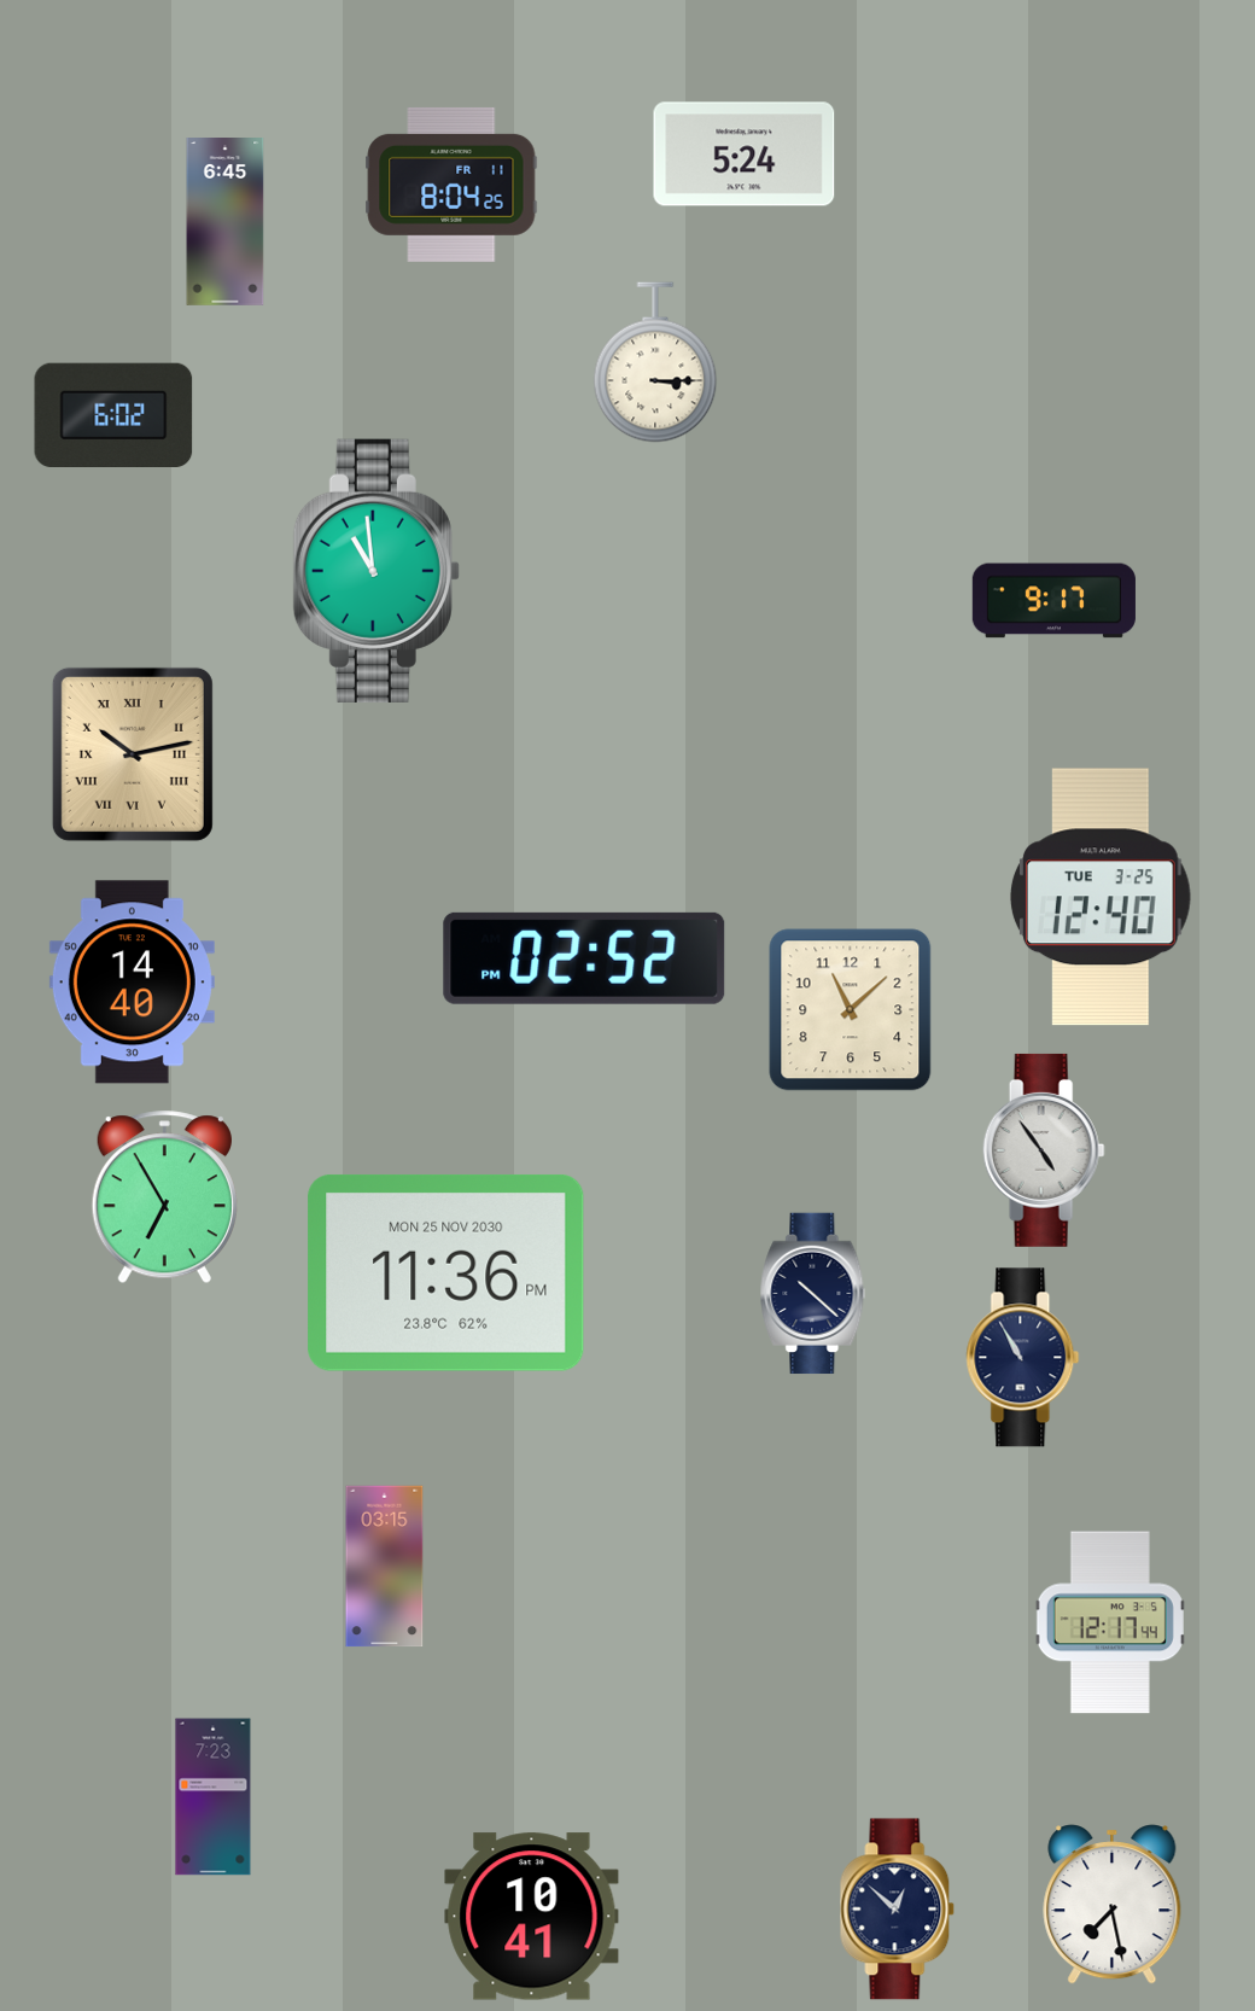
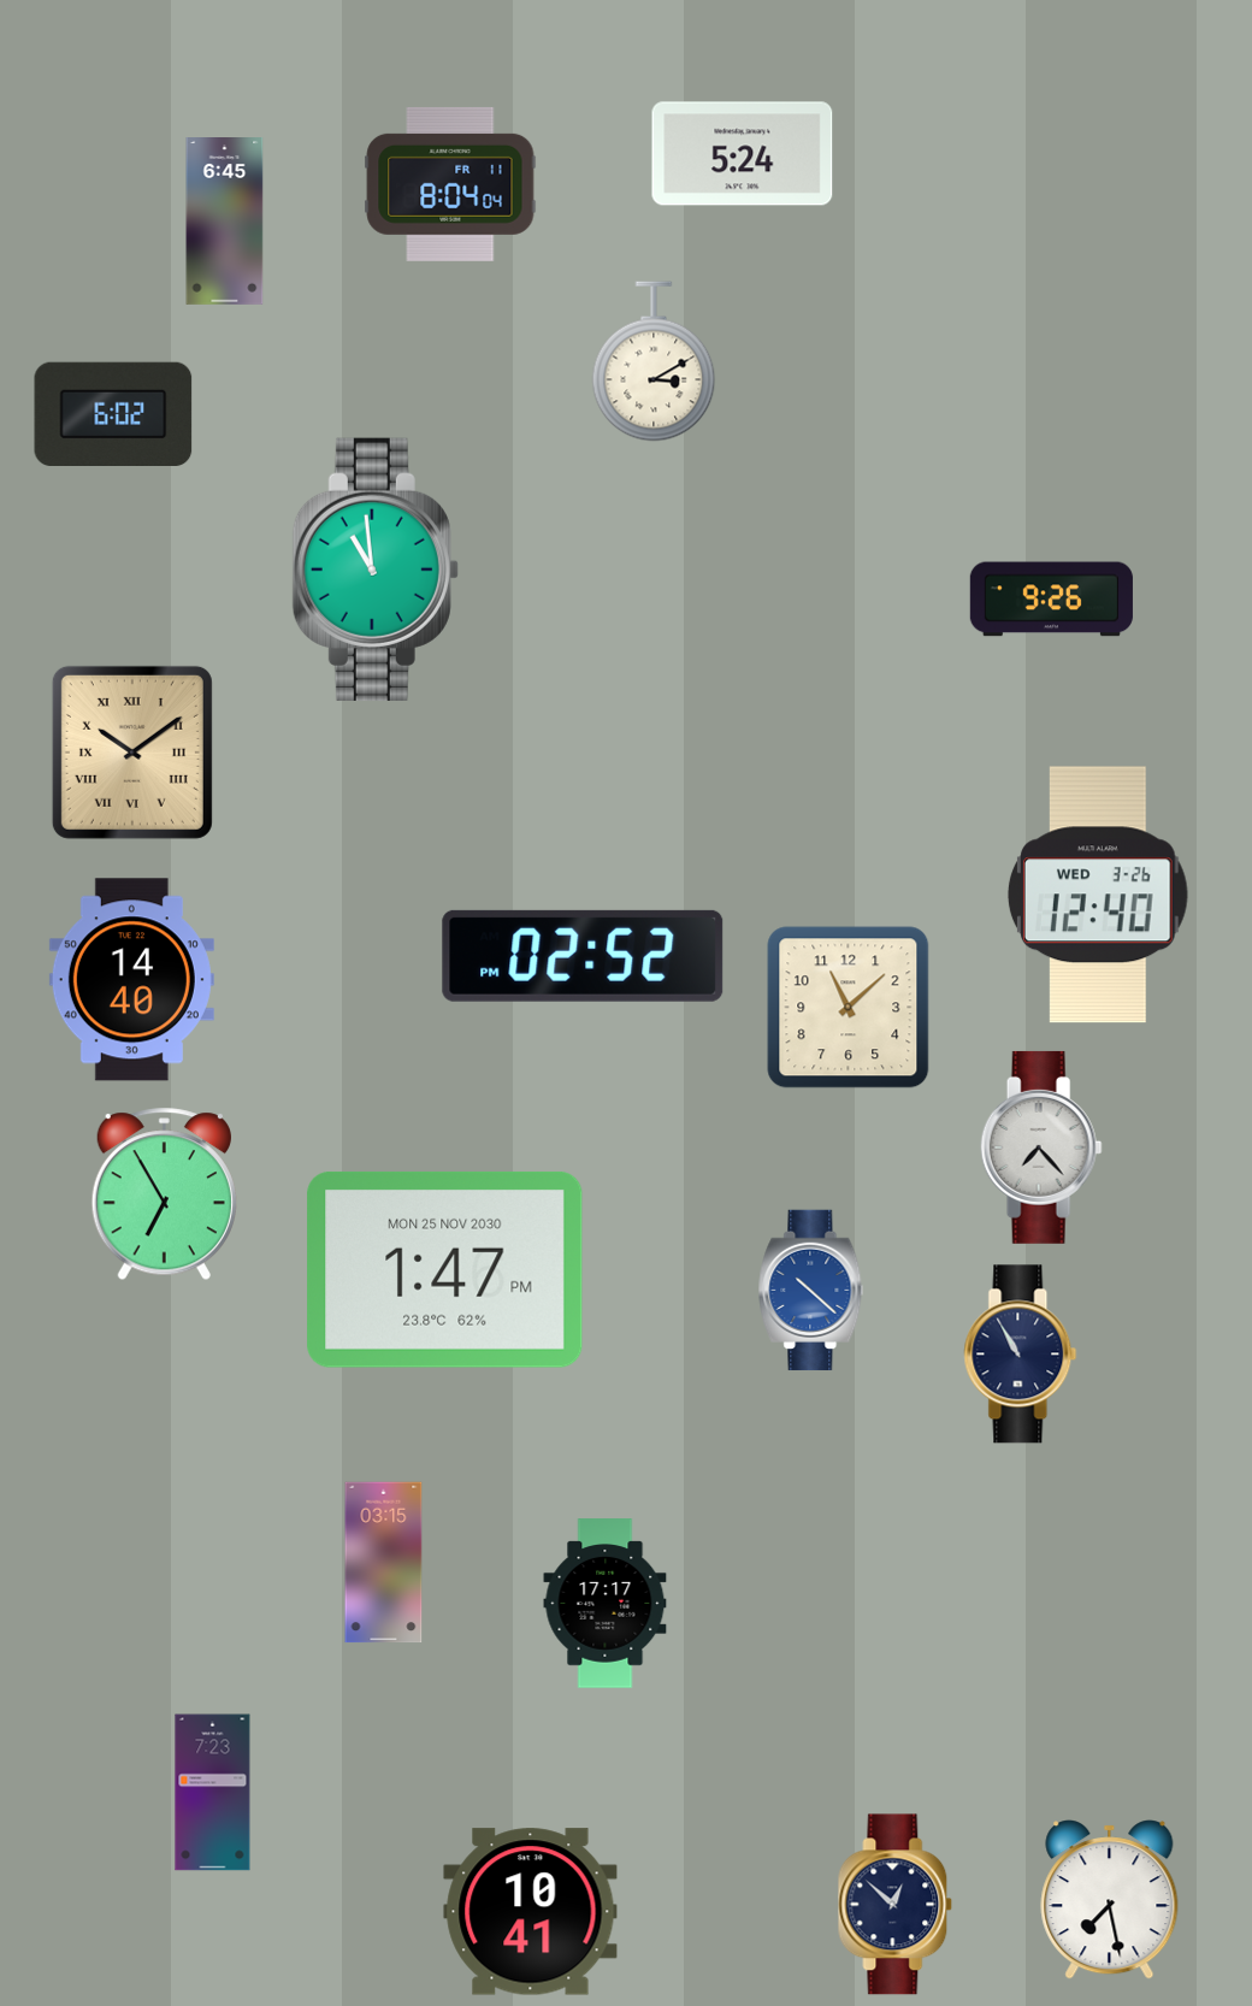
clock at (451, 185): 8:04:25 -> 8:04:04
clock at (655, 362): 3:15 -> 3:10
clock at (1053, 601): 9:17 -> 9:26
clock at (133, 754): 10:13 -> 10:09
clock at (1101, 897) date: TUE 3-25 -> WED 3-26
clock at (1044, 1150): 4:54 -> 7:23
clock at (446, 1272): 11:36 -> 1:47
clock at (813, 1294) dial: navy -> blue
clock at (606, 1604): none -> 17:17
clock at (1110, 1622): 12:17 -> none
